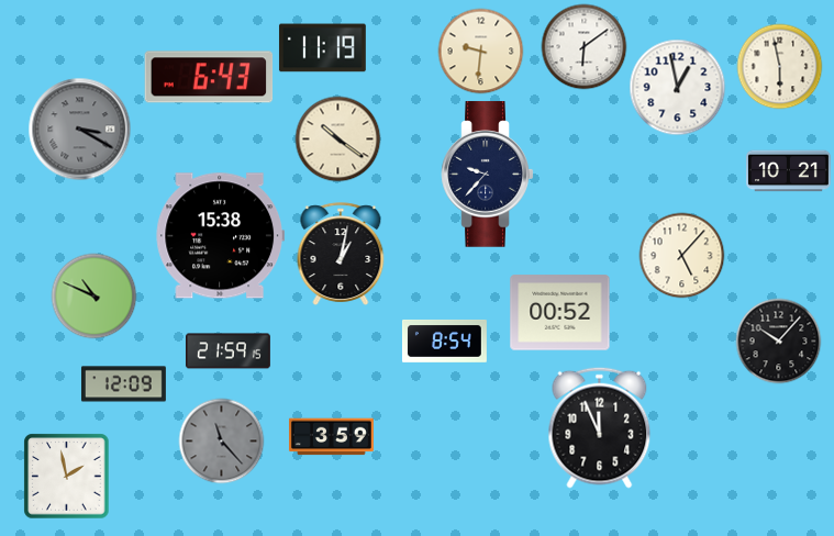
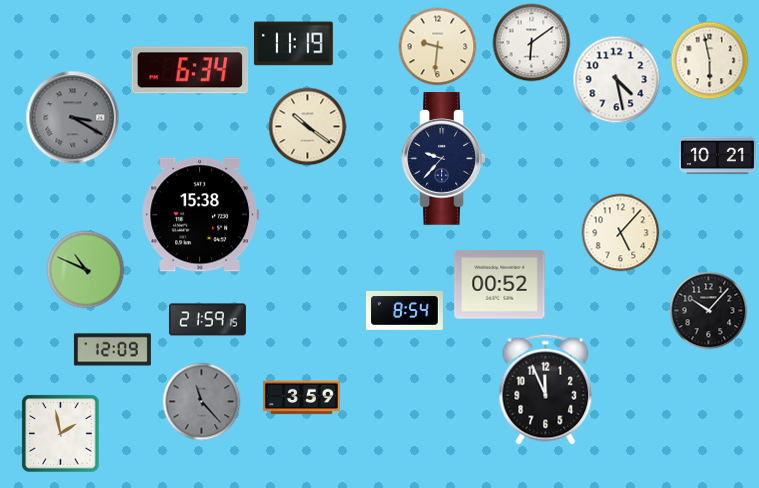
clock at (209, 77): 6:43 -> 6:34
clock at (677, 87): 12:58 -> 4:28
clock at (341, 254): 1:02 -> none
clock at (560, 313) position: (560, 313) -> (500, 285)
